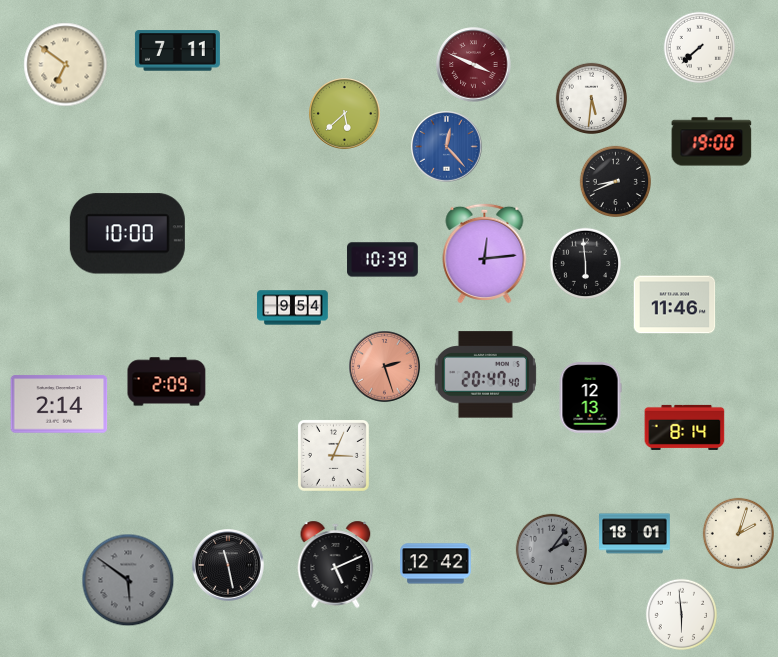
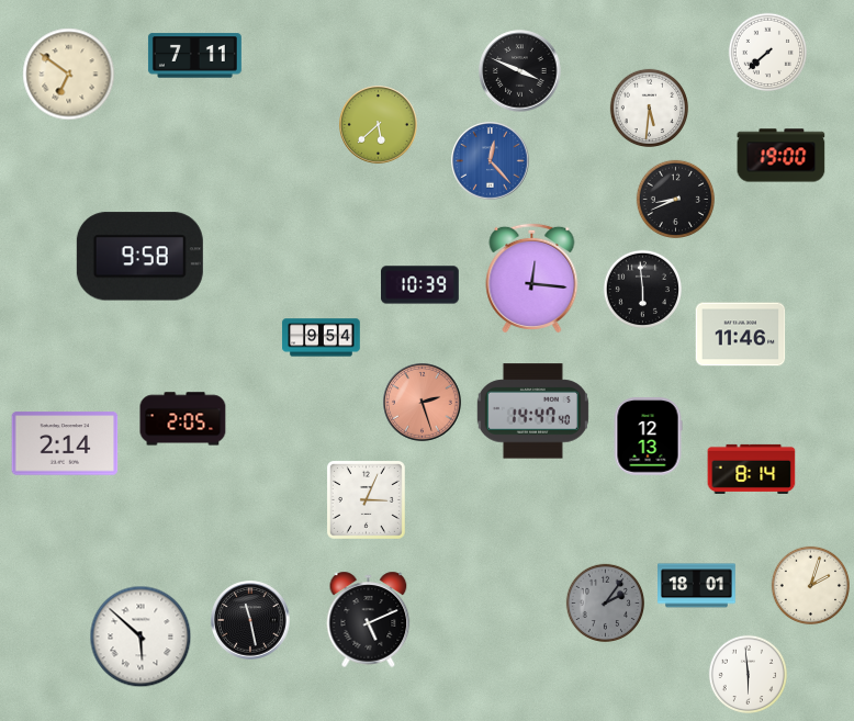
clock at (66, 65) position: (66, 65) -> (69, 75)
clock at (474, 65) dial: burgundy -> black
clock at (127, 234): 10:00 -> 9:58
clock at (485, 252): 12:14 -> 12:16
clock at (485, 375): 20:47 -> 14:47
clock at (167, 382): 2:09 -> 2:05
clock at (436, 564): 12:42 -> none
clock at (128, 580): 5:51 -> 5:52
clock at (128, 580) dial: grey -> white
